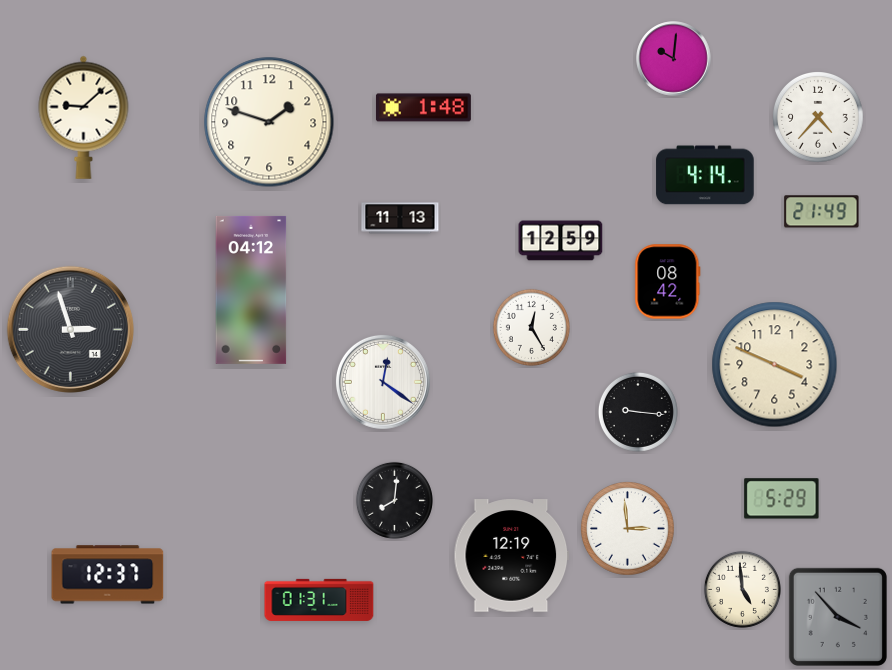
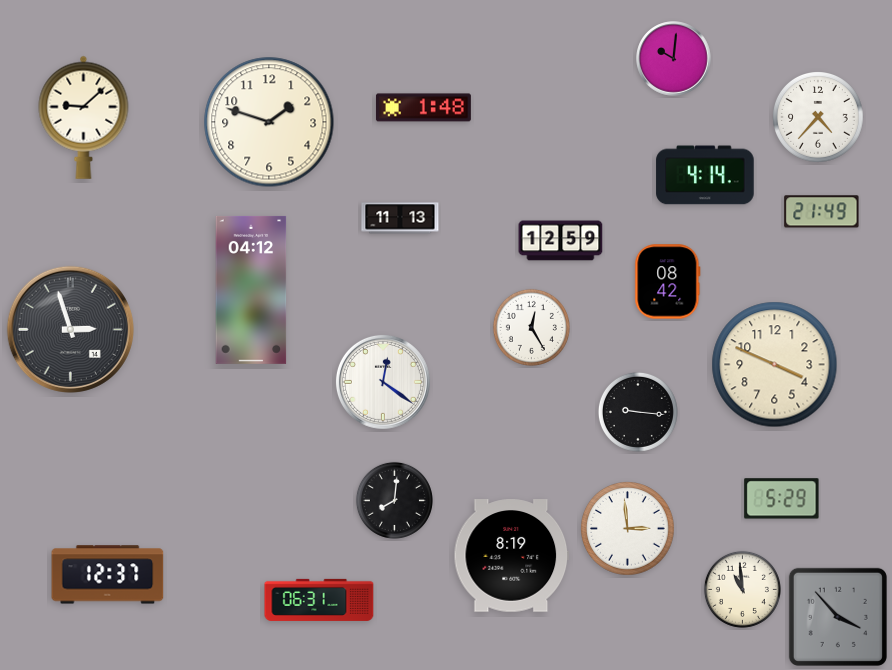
clock at (512, 556): 12:19 -> 8:19
clock at (742, 589): 4:59 -> 10:59
clock at (319, 600): 01:31 -> 06:31
